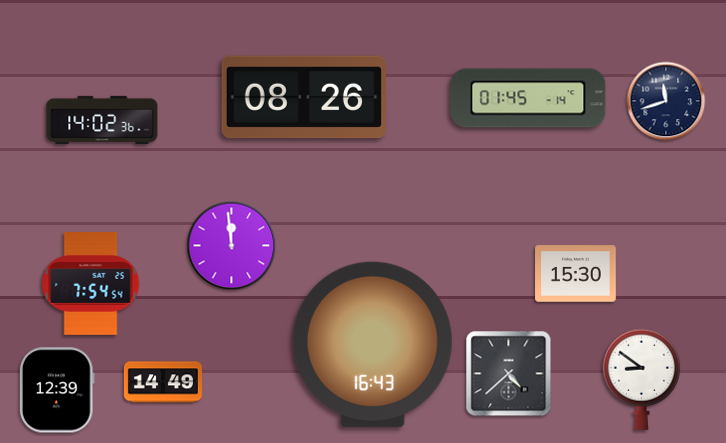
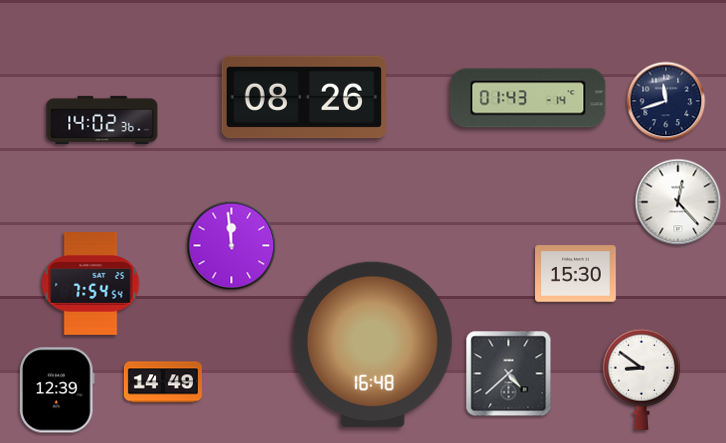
clock at (528, 98): 01:45 -> 01:43
clock at (678, 202): none -> 12:23
clock at (372, 344): 16:43 -> 16:48
